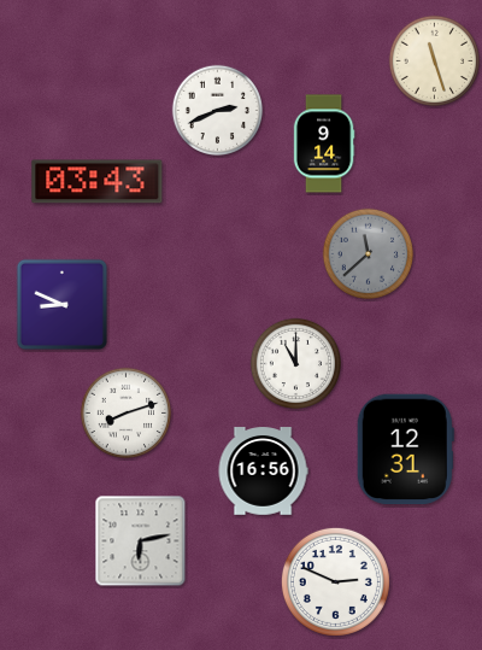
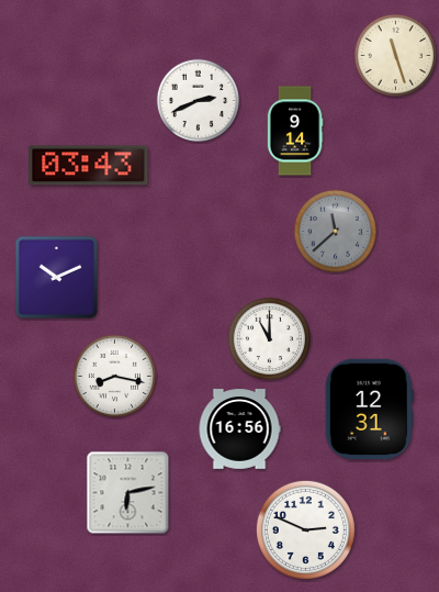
clock at (63, 305): 8:49 -> 10:11
clock at (295, 363) position: (295, 363) -> (269, 338)
clock at (125, 412): 8:12 -> 8:17
